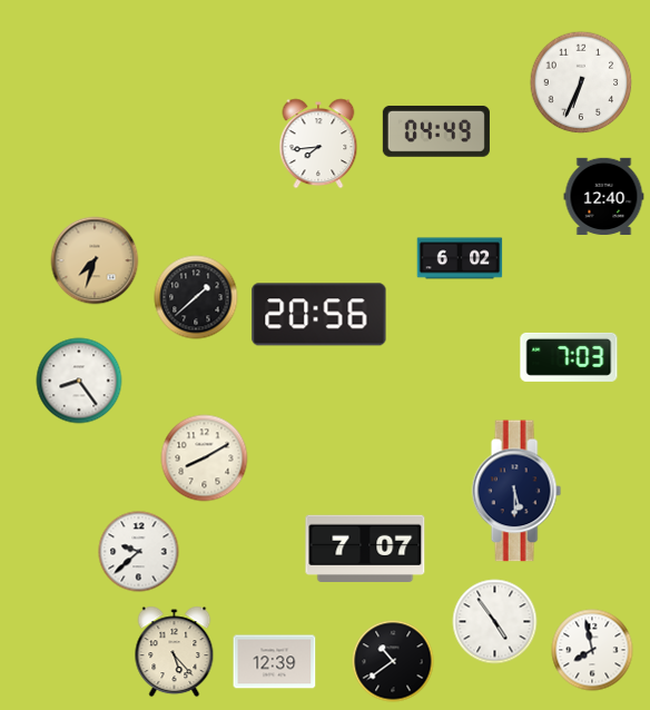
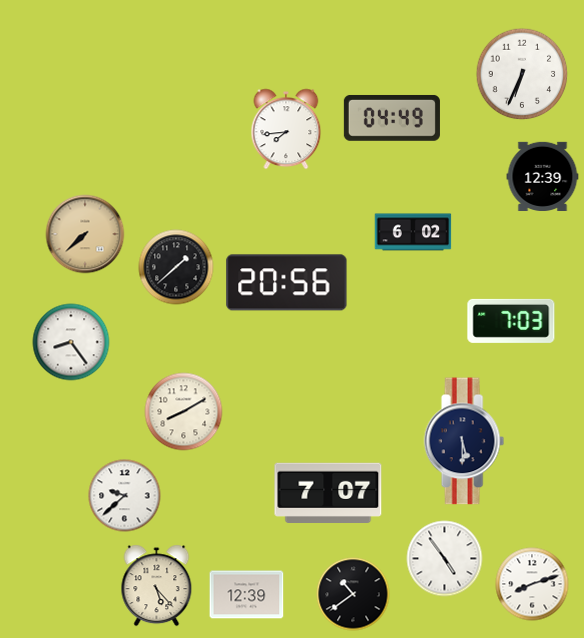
clock at (604, 196): 12:40 -> 12:39
clock at (95, 260): 7:33 -> 7:38
clock at (592, 650): 7:58 -> 8:12
